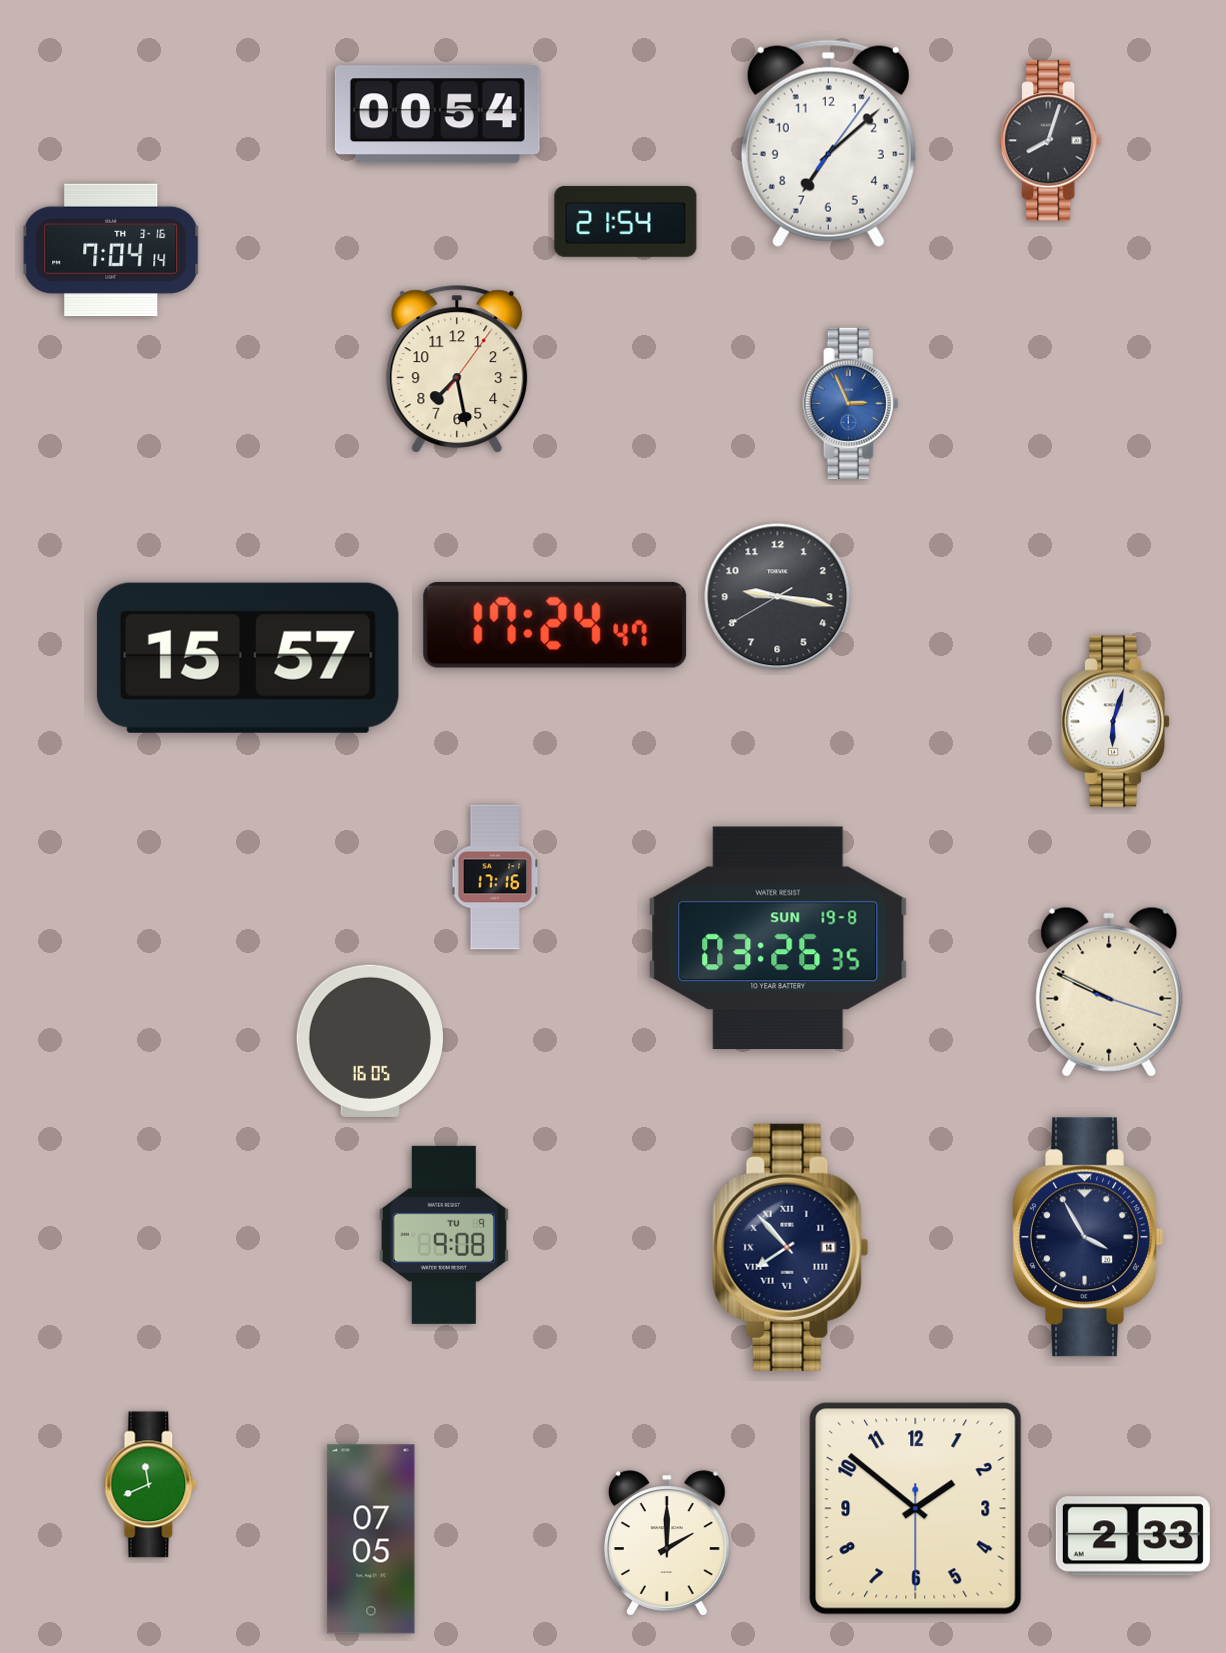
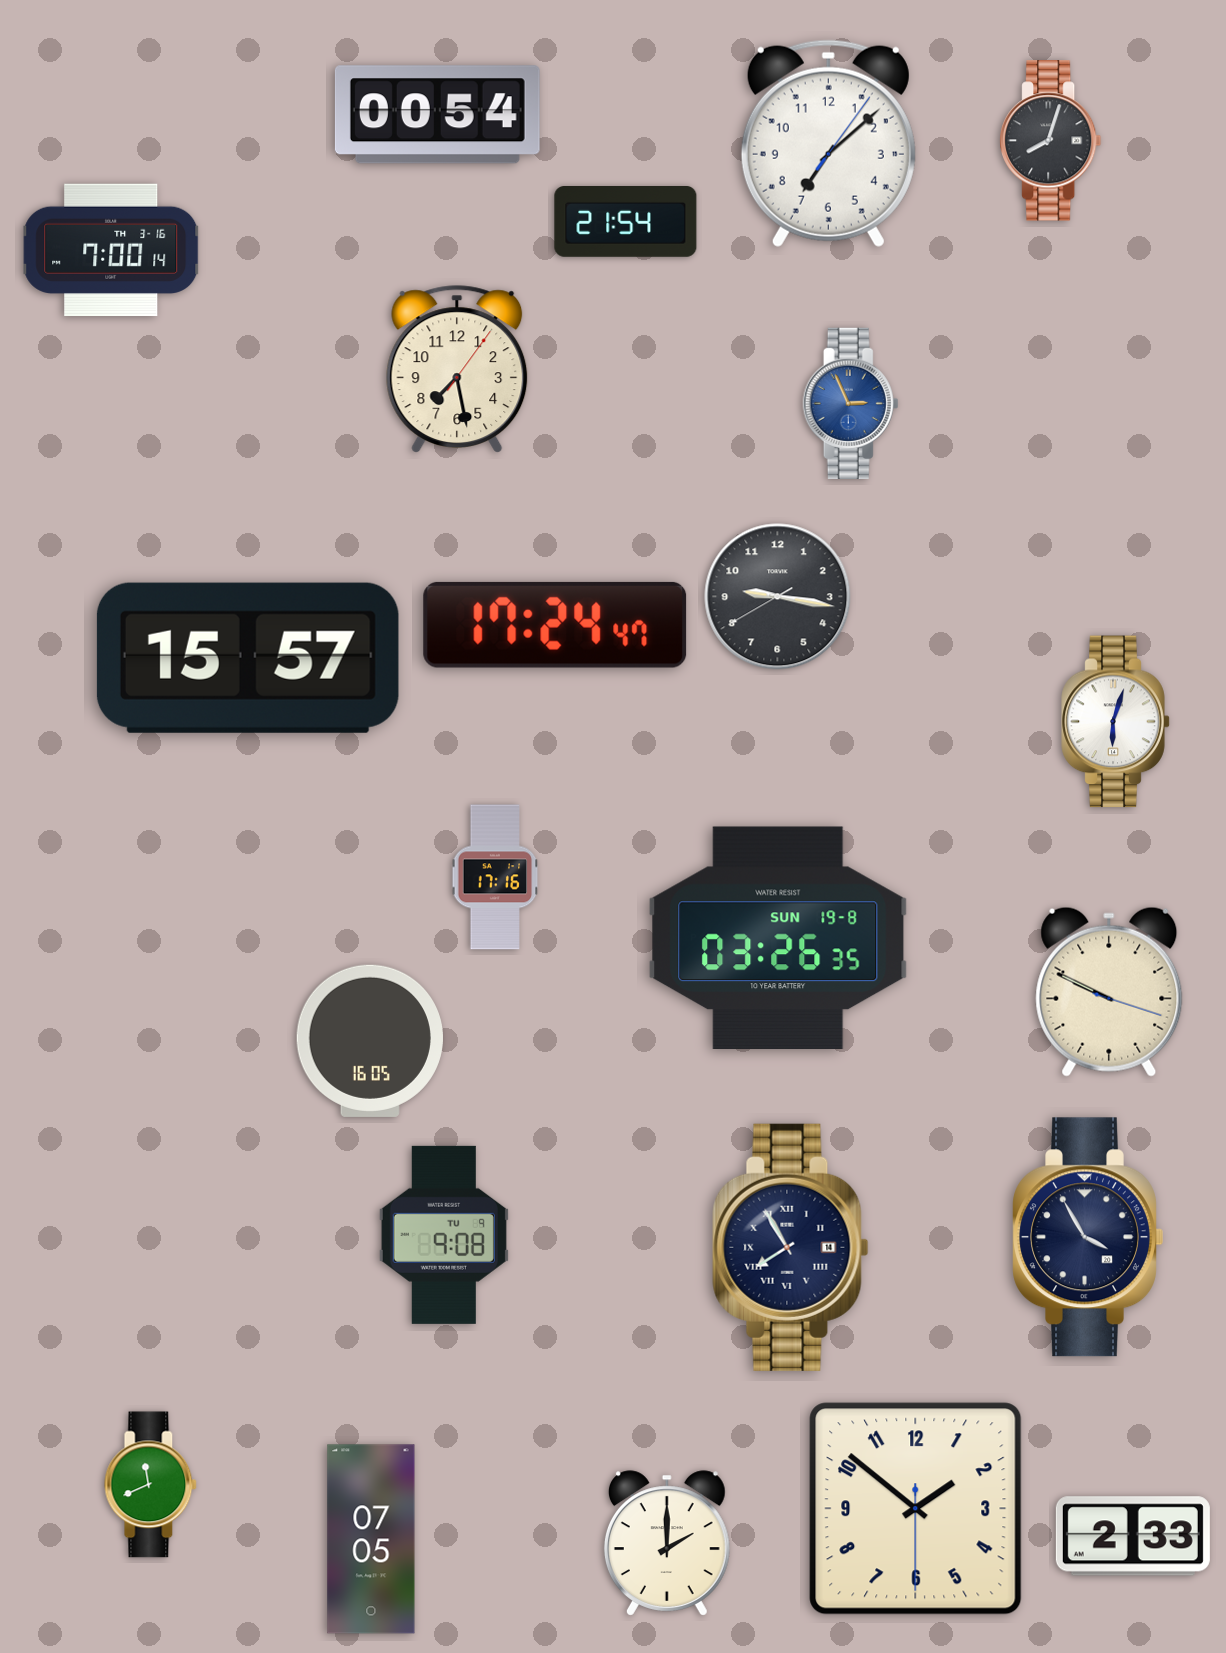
clock at (111, 250): 7:04 -> 7:00
clock at (791, 1247): 7:53 -> 7:55
